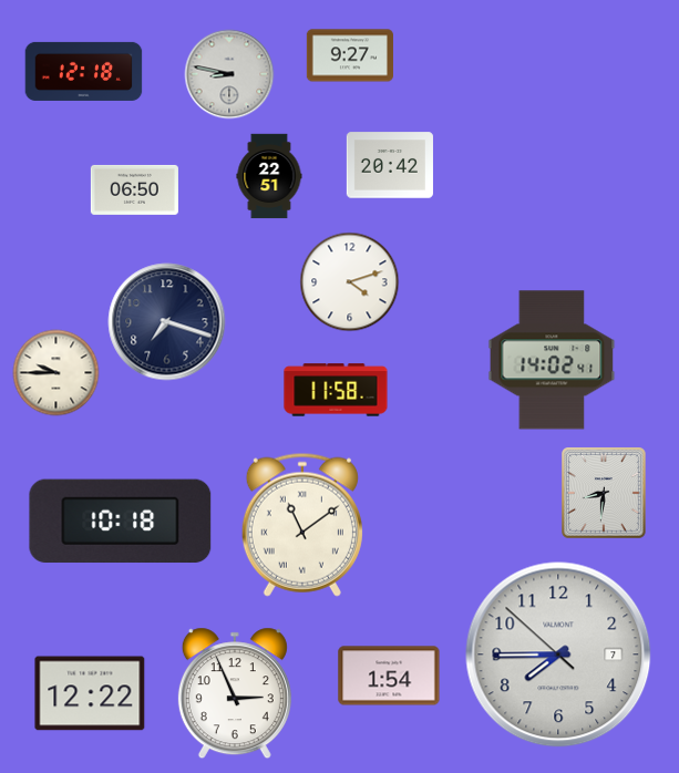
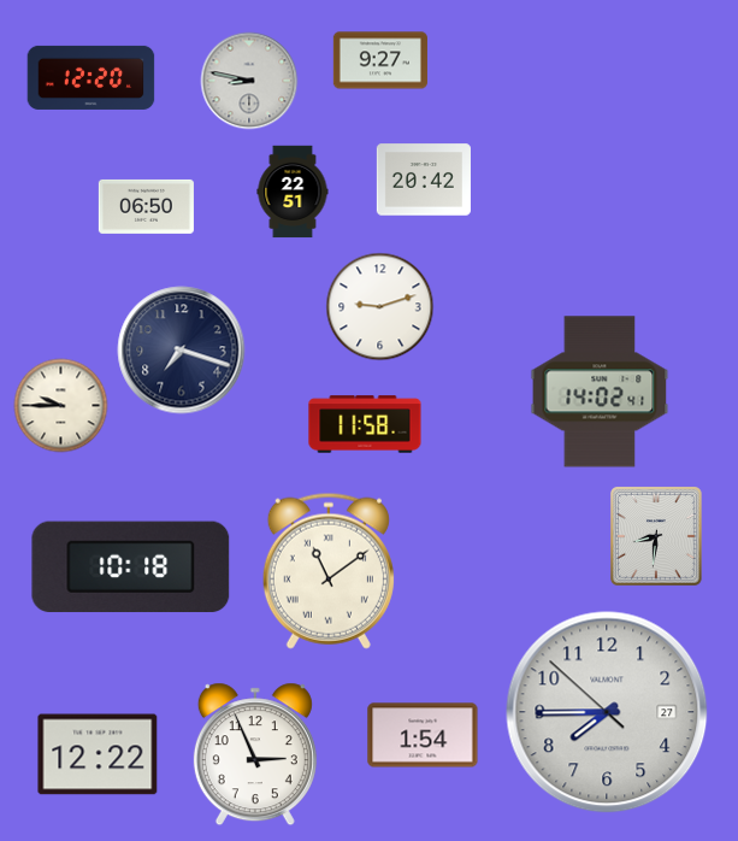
clock at (84, 71): 12:18 -> 12:20
clock at (350, 282): 4:12 -> 9:12
clock at (558, 655) date: 7 -> 27
